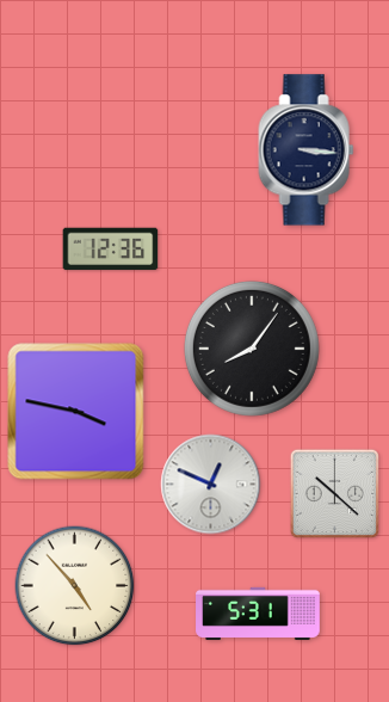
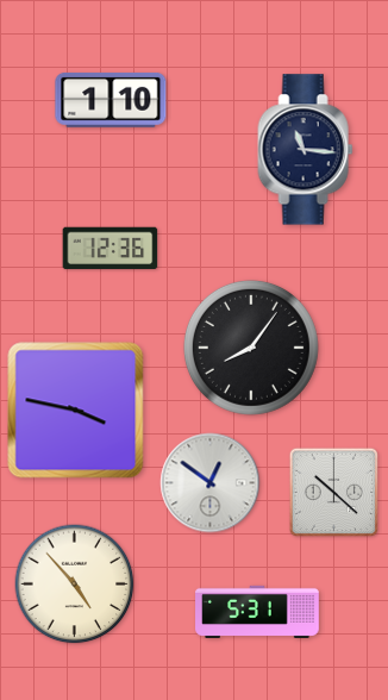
clock at (111, 100): none -> 1:10
clock at (307, 150): 3:16 -> 11:16
clock at (211, 485): 12:49 -> 12:51
